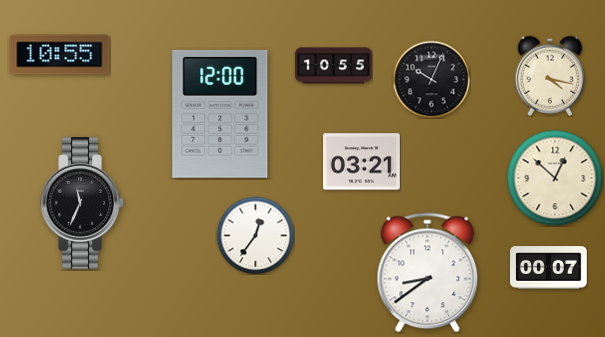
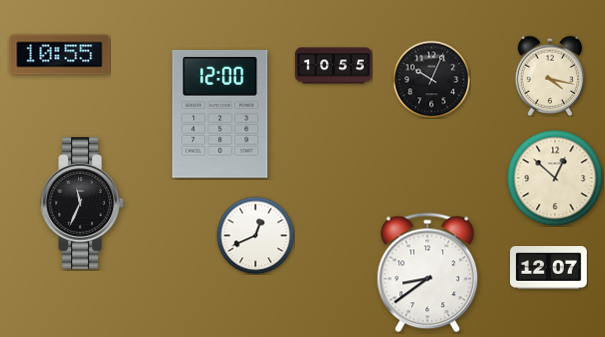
clock at (362, 162): 03:21 -> none
clock at (255, 235): 12:36 -> 12:41
clock at (549, 268): 00:07 -> 12:07
